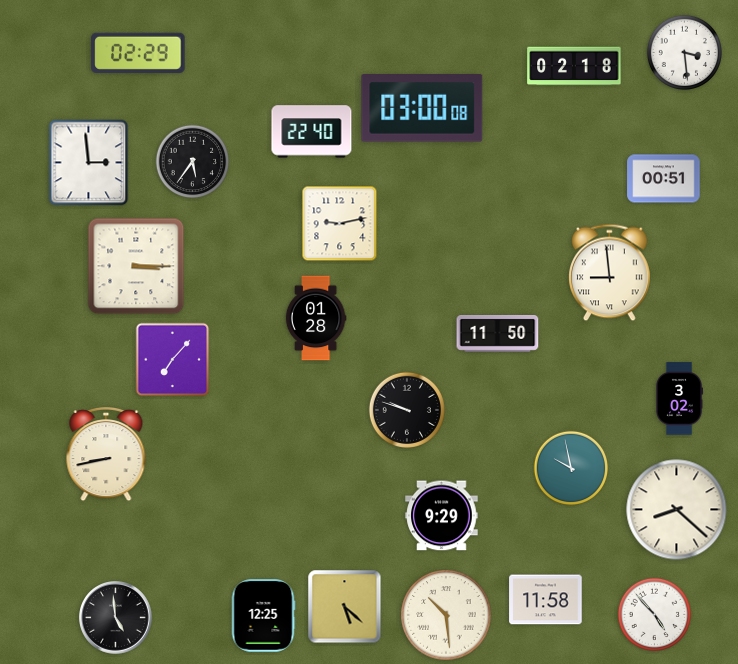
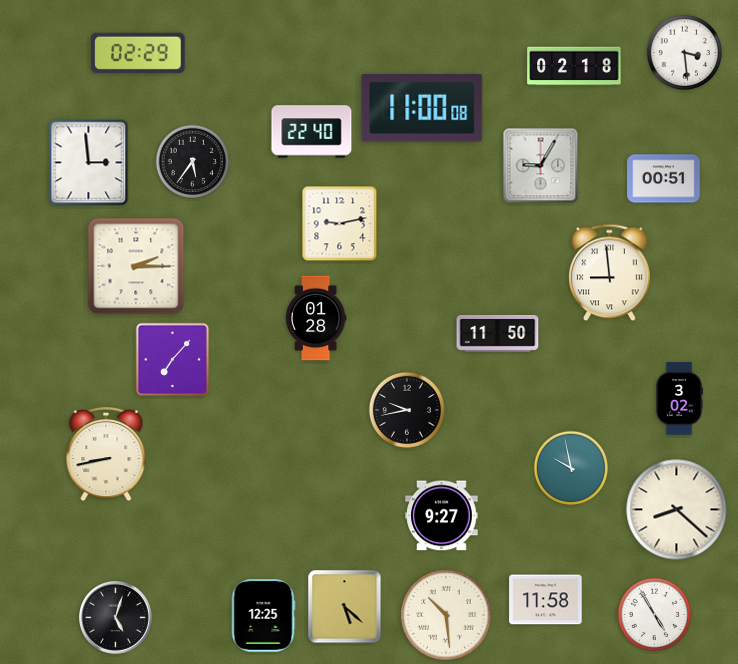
clock at (422, 109): 03:00 -> 11:00
clock at (541, 166): none -> 9:05
clock at (136, 266): 3:15 -> 2:15
clock at (407, 410): 9:48 -> 9:43
clock at (442, 516): 9:29 -> 9:27
clock at (655, 615): 4:53 -> 4:55
clock at (116, 618): 4:59 -> 5:03
